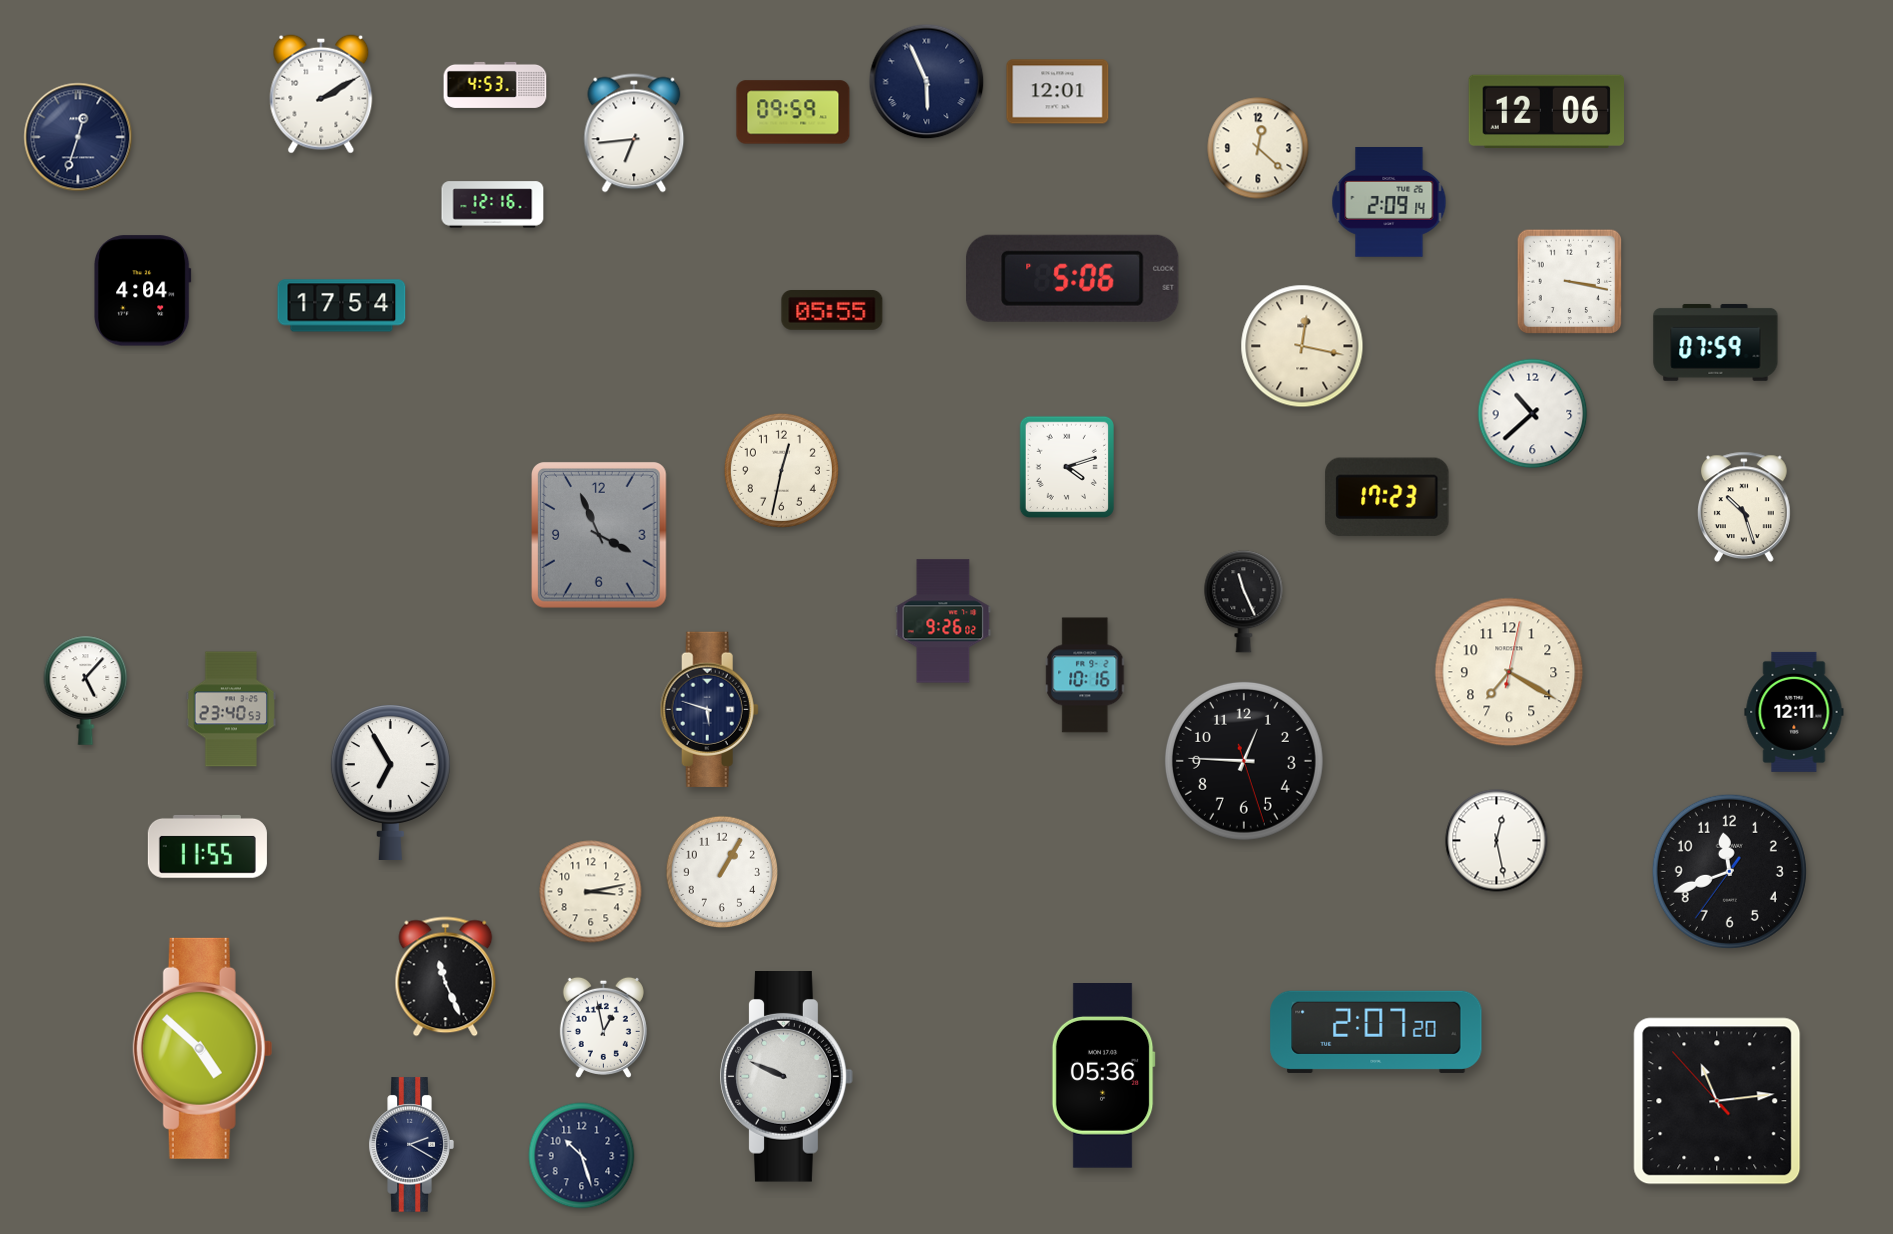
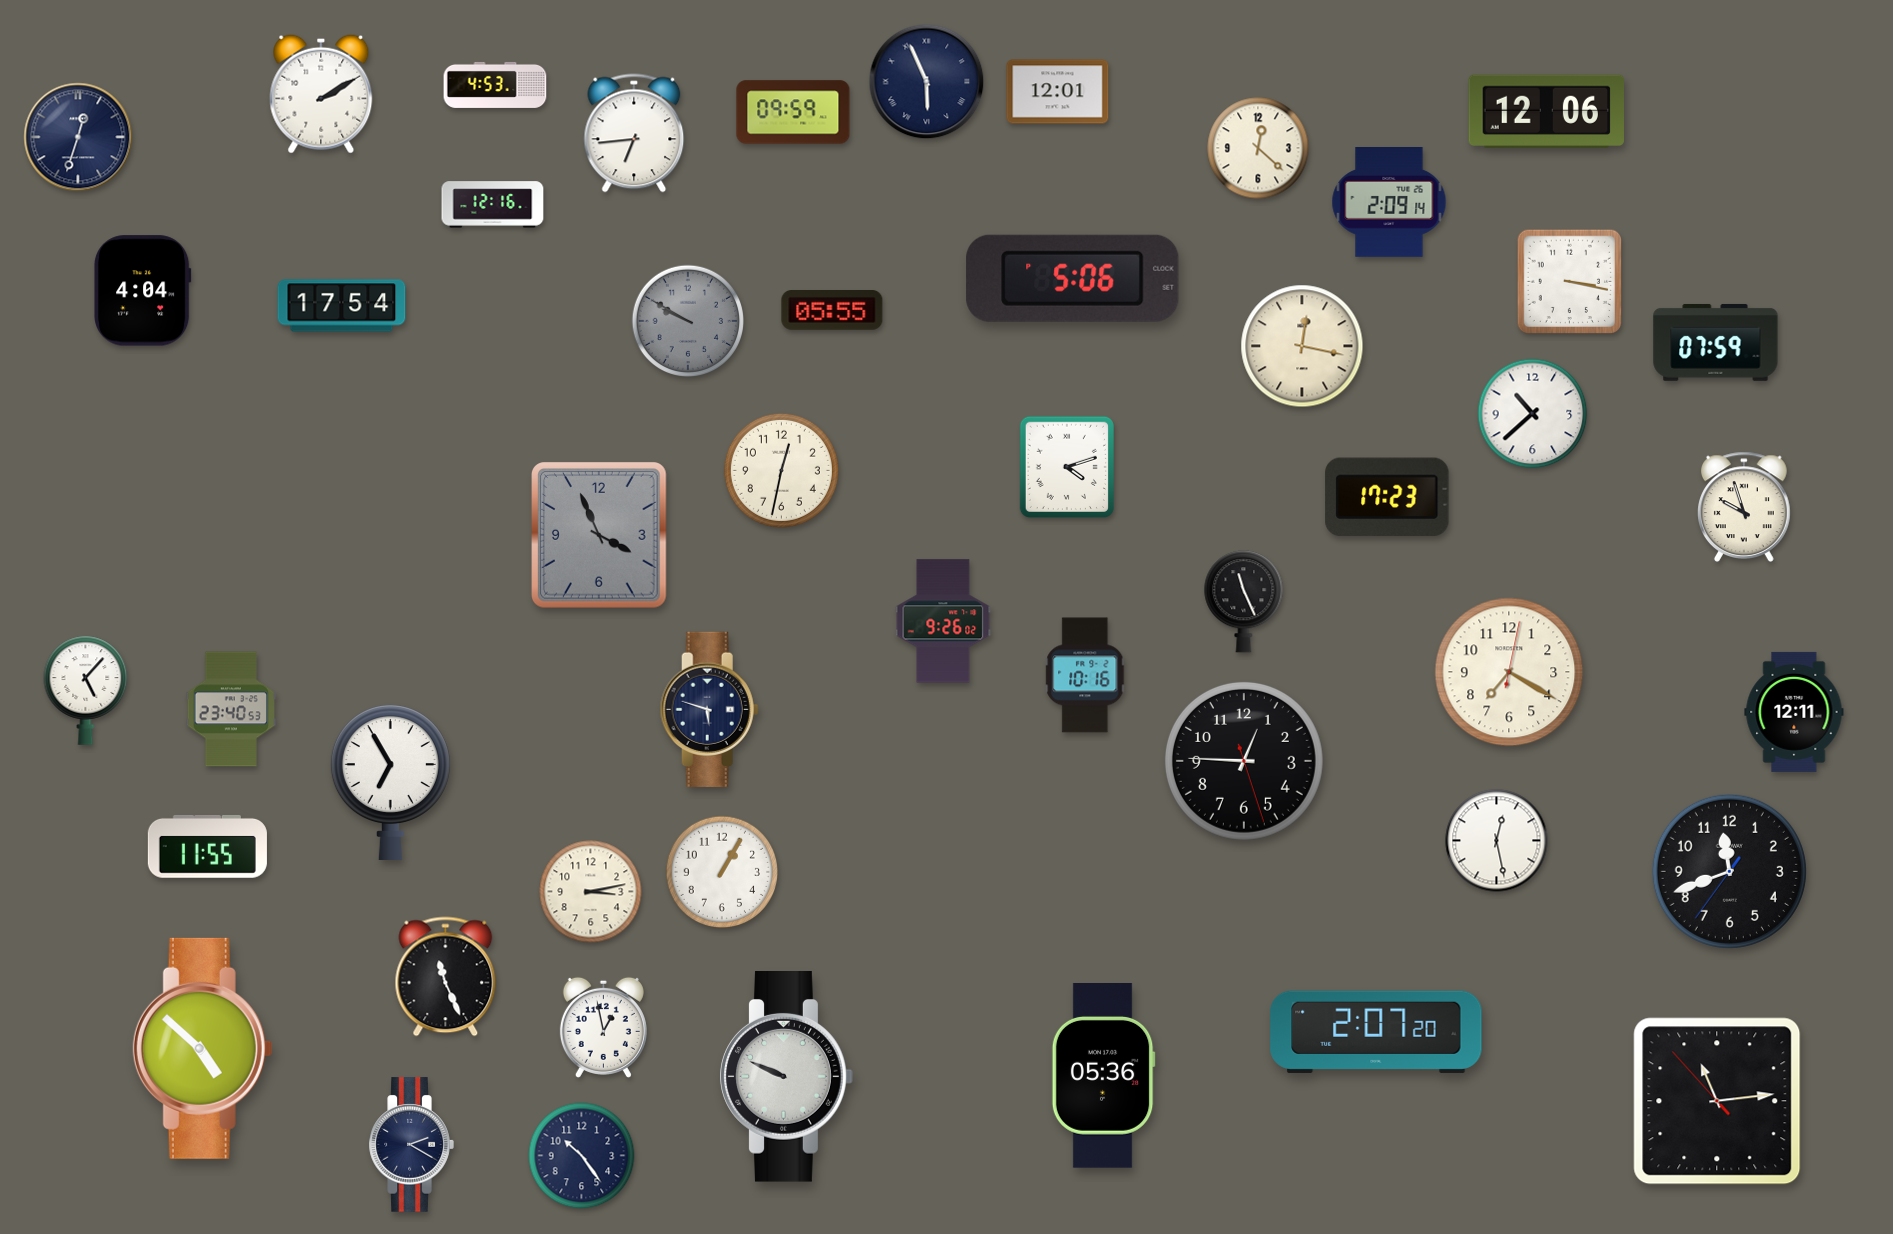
clock at (687, 320): none -> 9:50
clock at (1745, 507): 10:27 -> 9:57
clock at (582, 1156): 10:27 -> 10:24
